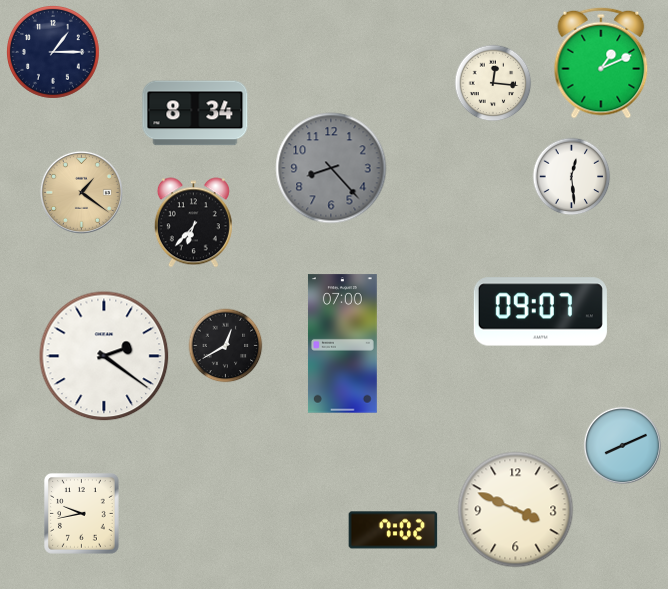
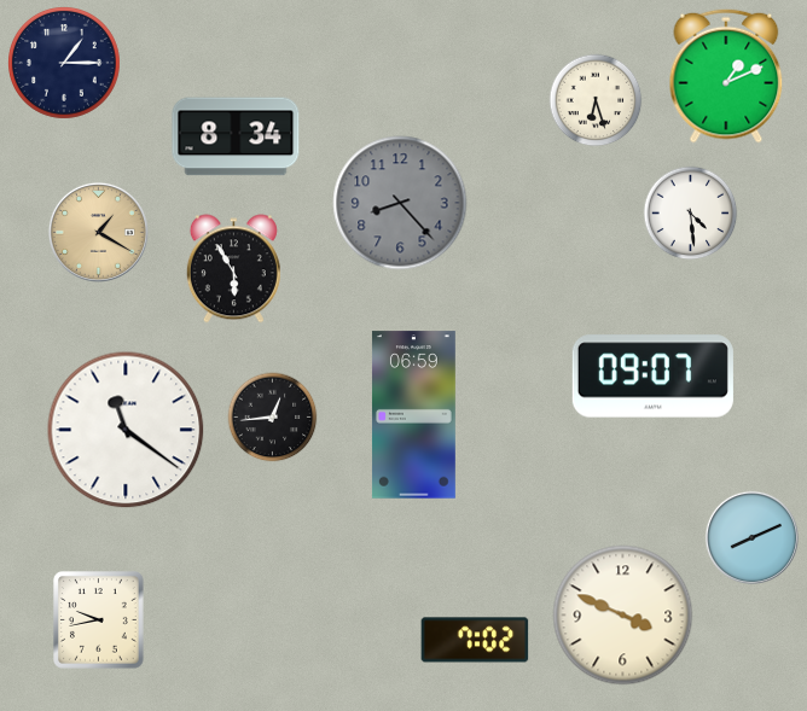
clock at (493, 83): 12:16 -> 6:27
clock at (572, 177): 12:29 -> 4:29
clock at (81, 192): 1:21 -> 1:20
clock at (193, 223): 6:37 -> 5:55
clock at (342, 344): 07:00 -> 06:59
clock at (226, 346): 12:40 -> 12:44
clock at (104, 356): 2:21 -> 11:21
